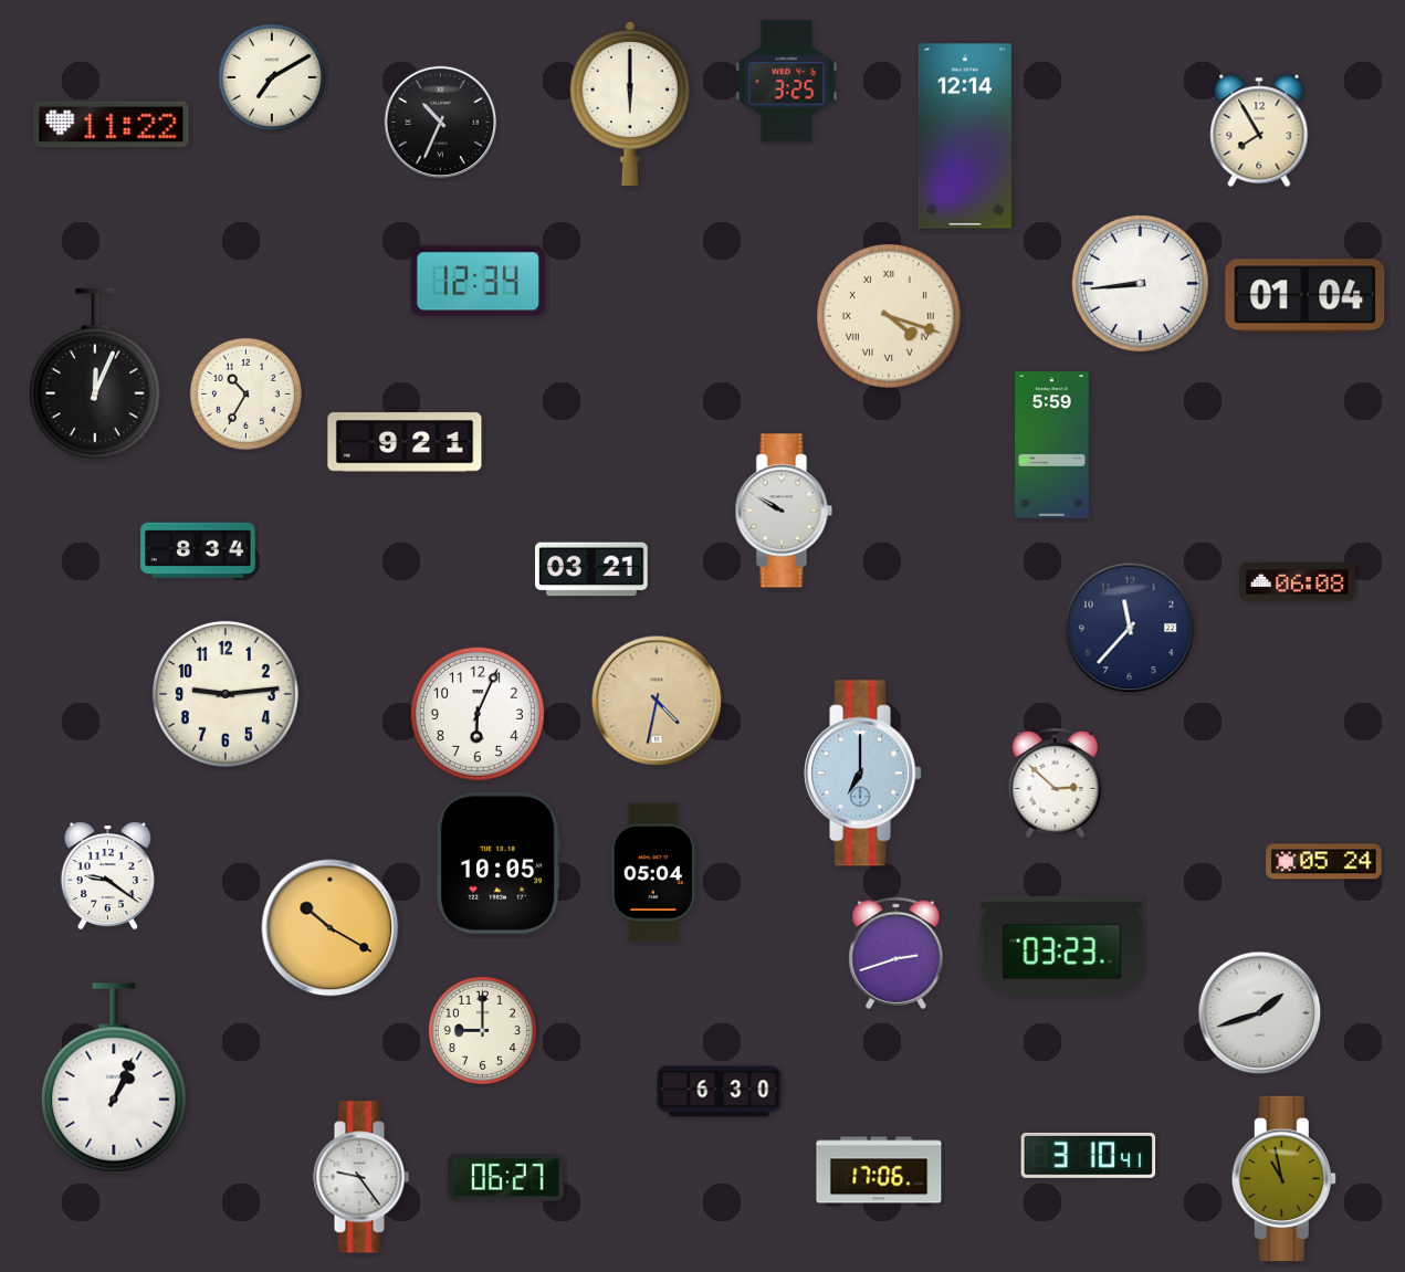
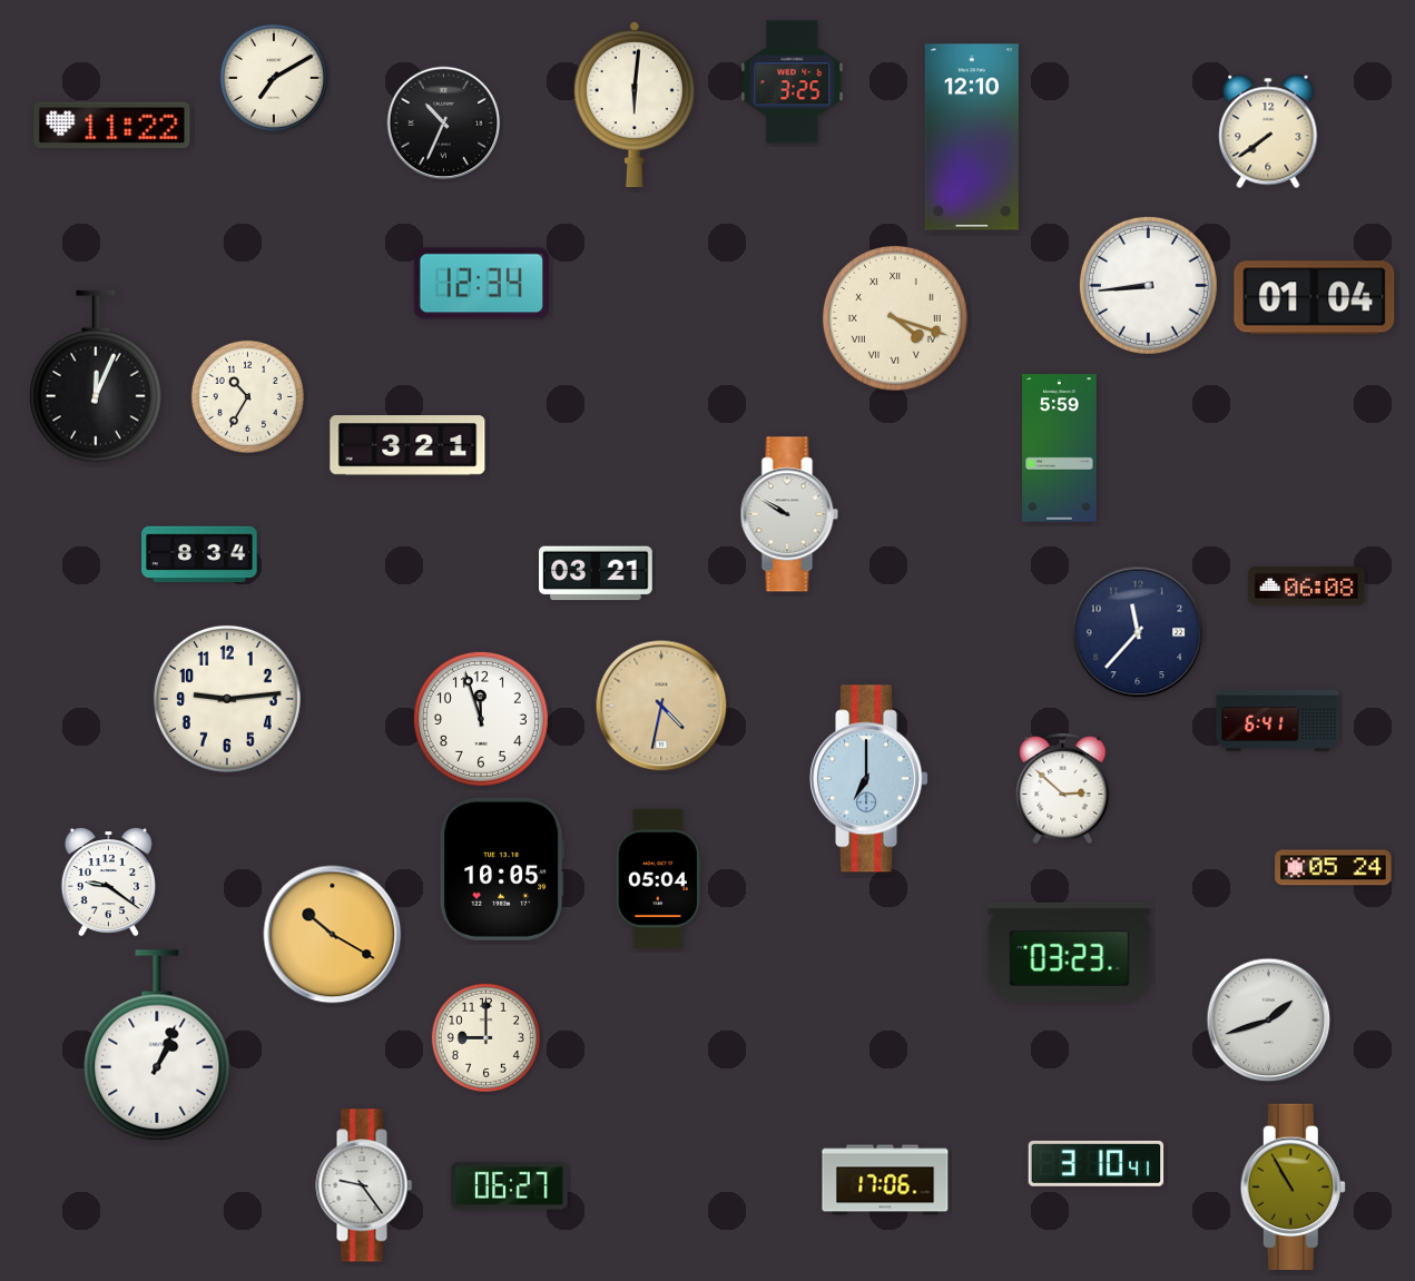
clock at (630, 104): 6:00 -> 6:01
clock at (1259, 130): 7:55 -> 7:39
clock at (965, 136): 12:14 -> 12:10
clock at (405, 442): 9:21 -> 3:21
clock at (478, 714): 6:04 -> 11:57
clock at (1278, 720): none -> 6:41
clock at (897, 954): 2:42 -> none
clock at (114, 1077) position: (114, 1077) -> (157, 1045)
clock at (720, 1092): 6:30 -> none
clock at (1283, 1179): 10:58 -> 10:55
